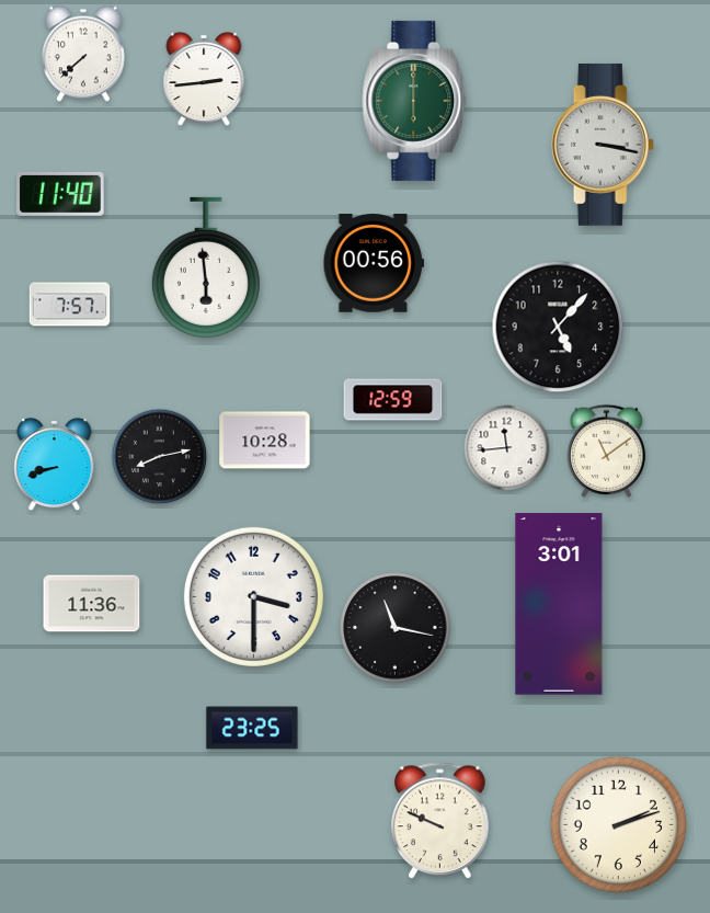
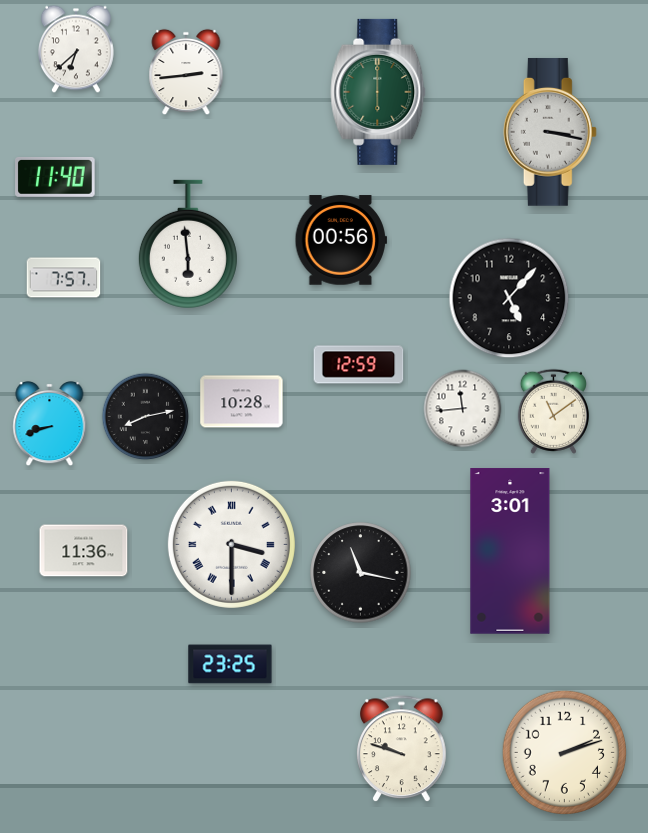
clock at (83, 54): 7:38 -> 6:38
clock at (253, 596) numerals: Arabic -> Roman
clock at (440, 821): 9:49 -> 9:48
